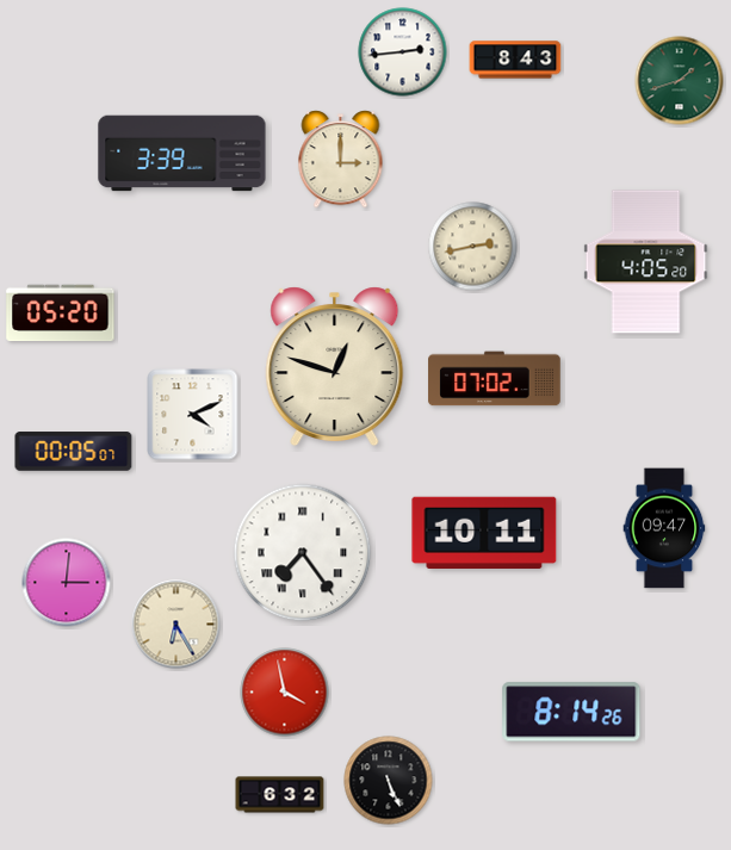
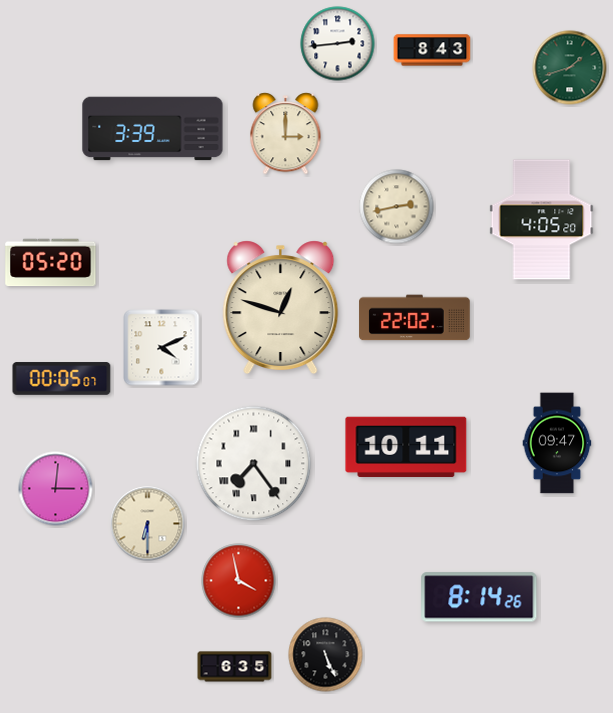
clock at (495, 379): 07:02 -> 22:02
clock at (176, 625): 6:25 -> 6:30
clock at (280, 795): 6:32 -> 6:35
